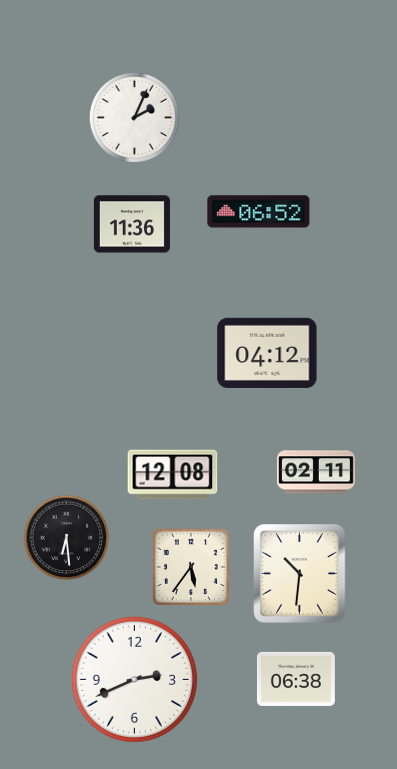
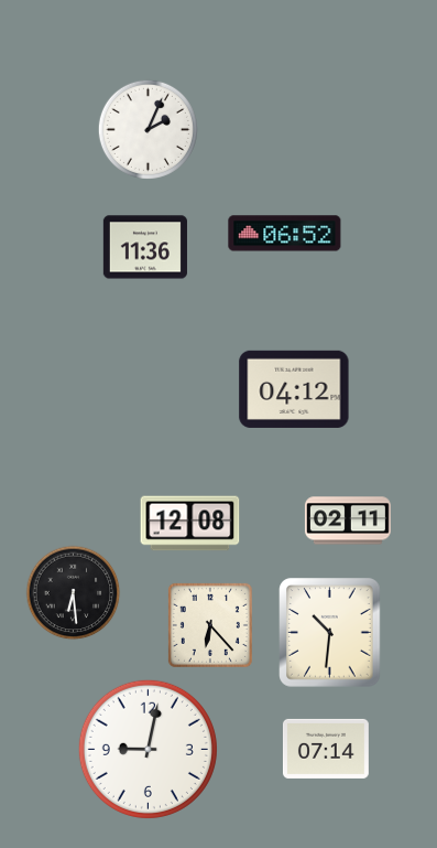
clock at (191, 567): 5:36 -> 6:23
clock at (134, 679): 2:41 -> 9:02
clock at (296, 679): 06:38 -> 07:14
